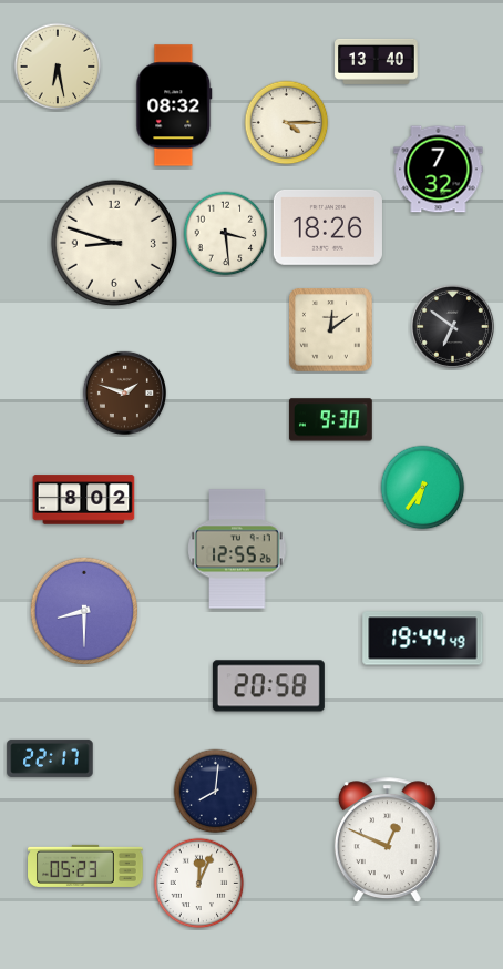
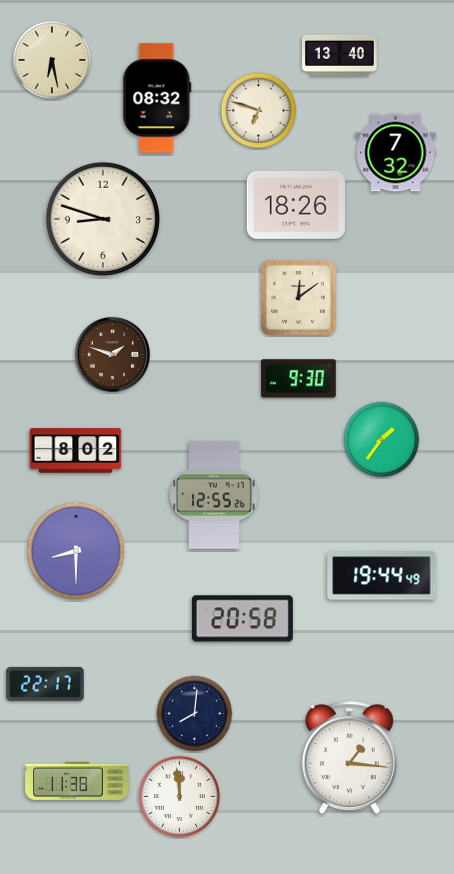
clock at (174, 105) position: (174, 105) -> (157, 98)
clock at (287, 123): 4:15 -> 6:48
clock at (226, 234): 3:29 -> none
clock at (452, 326): 6:51 -> none
clock at (423, 488): 6:36 -> 1:36
clock at (387, 839): 12:49 -> 1:16
clock at (85, 866): 05:23 -> 11:38
clock at (199, 884): 12:04 -> 11:59
